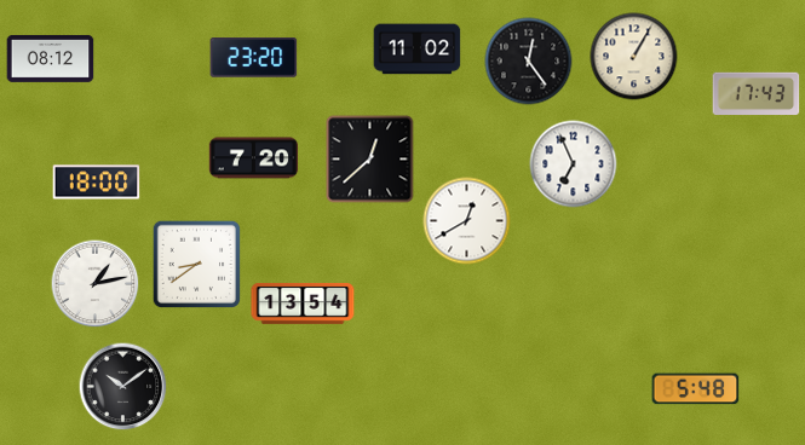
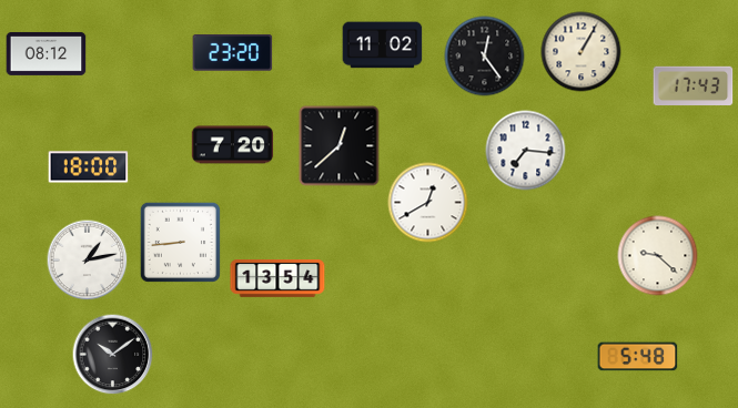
clock at (574, 164): 6:56 -> 7:16
clock at (196, 264): 8:39 -> 8:44
clock at (658, 256): none -> 9:22
